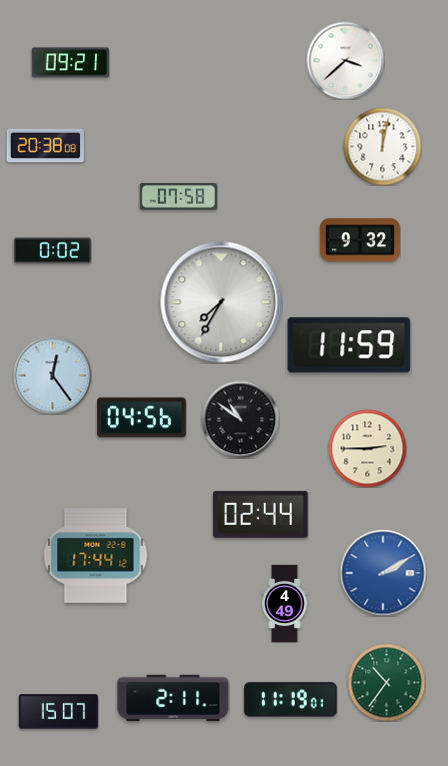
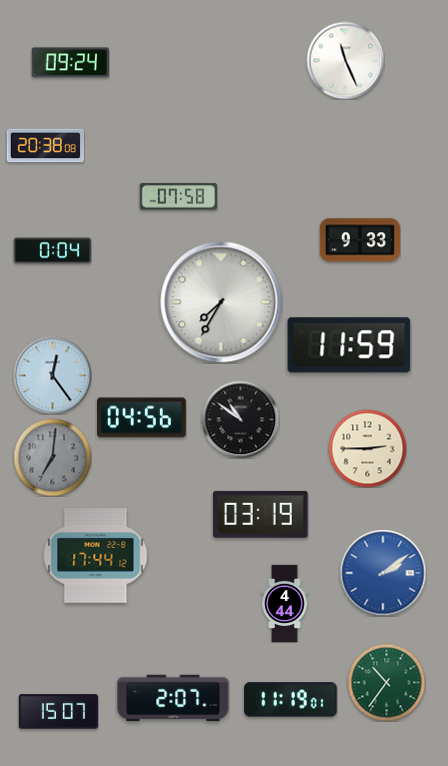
clock at (345, 60): 3:38 -> 11:26
clock at (70, 63): 09:21 -> 09:24
clock at (382, 146): 12:02 -> none
clock at (360, 240): 9:32 -> 9:33
clock at (52, 251): 0:02 -> 0:04
clock at (52, 457): none -> 7:01
clock at (261, 514): 02:44 -> 03:19
clock at (383, 573): 2:10 -> 2:09
clock at (285, 603): 4:49 -> 4:44
clock at (173, 698): 2:11 -> 2:07
